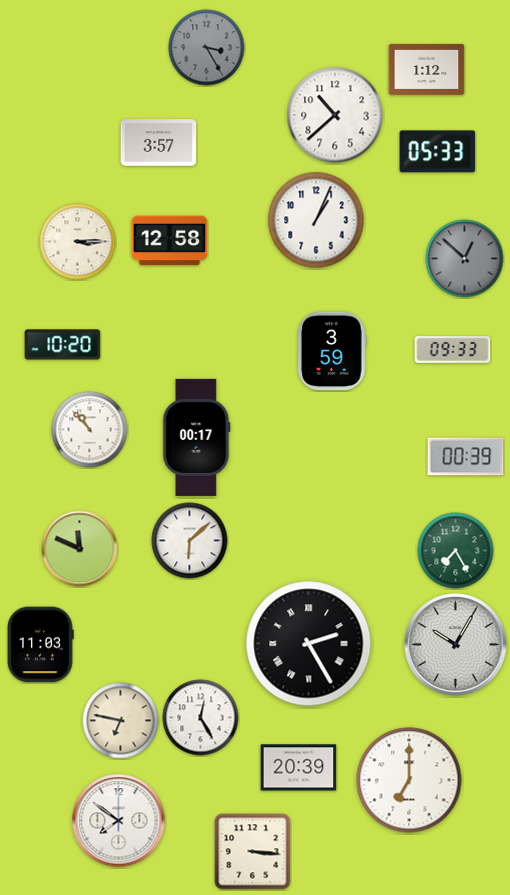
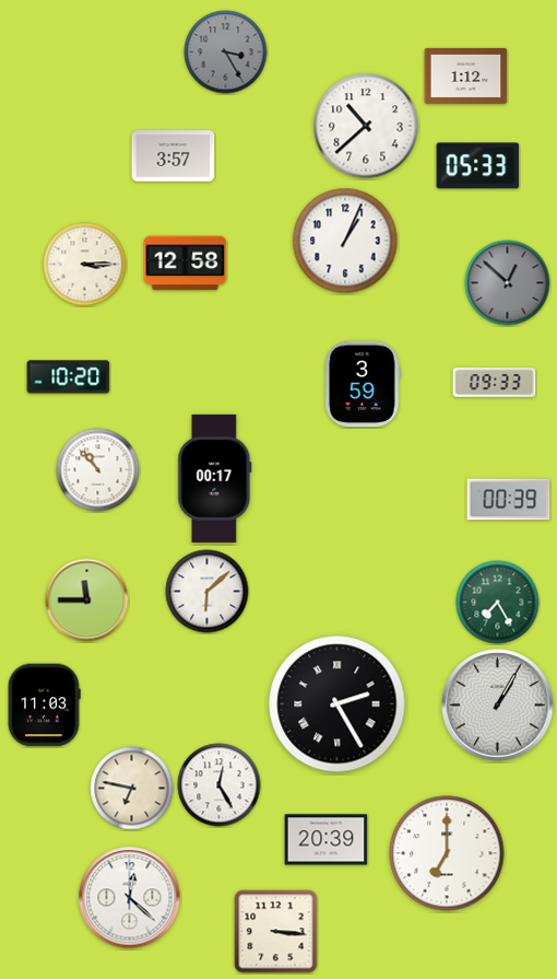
clock at (80, 549): 11:49 -> 11:45
clock at (456, 645): 10:05 -> 1:05
clock at (119, 821): 7:51 -> 12:22
